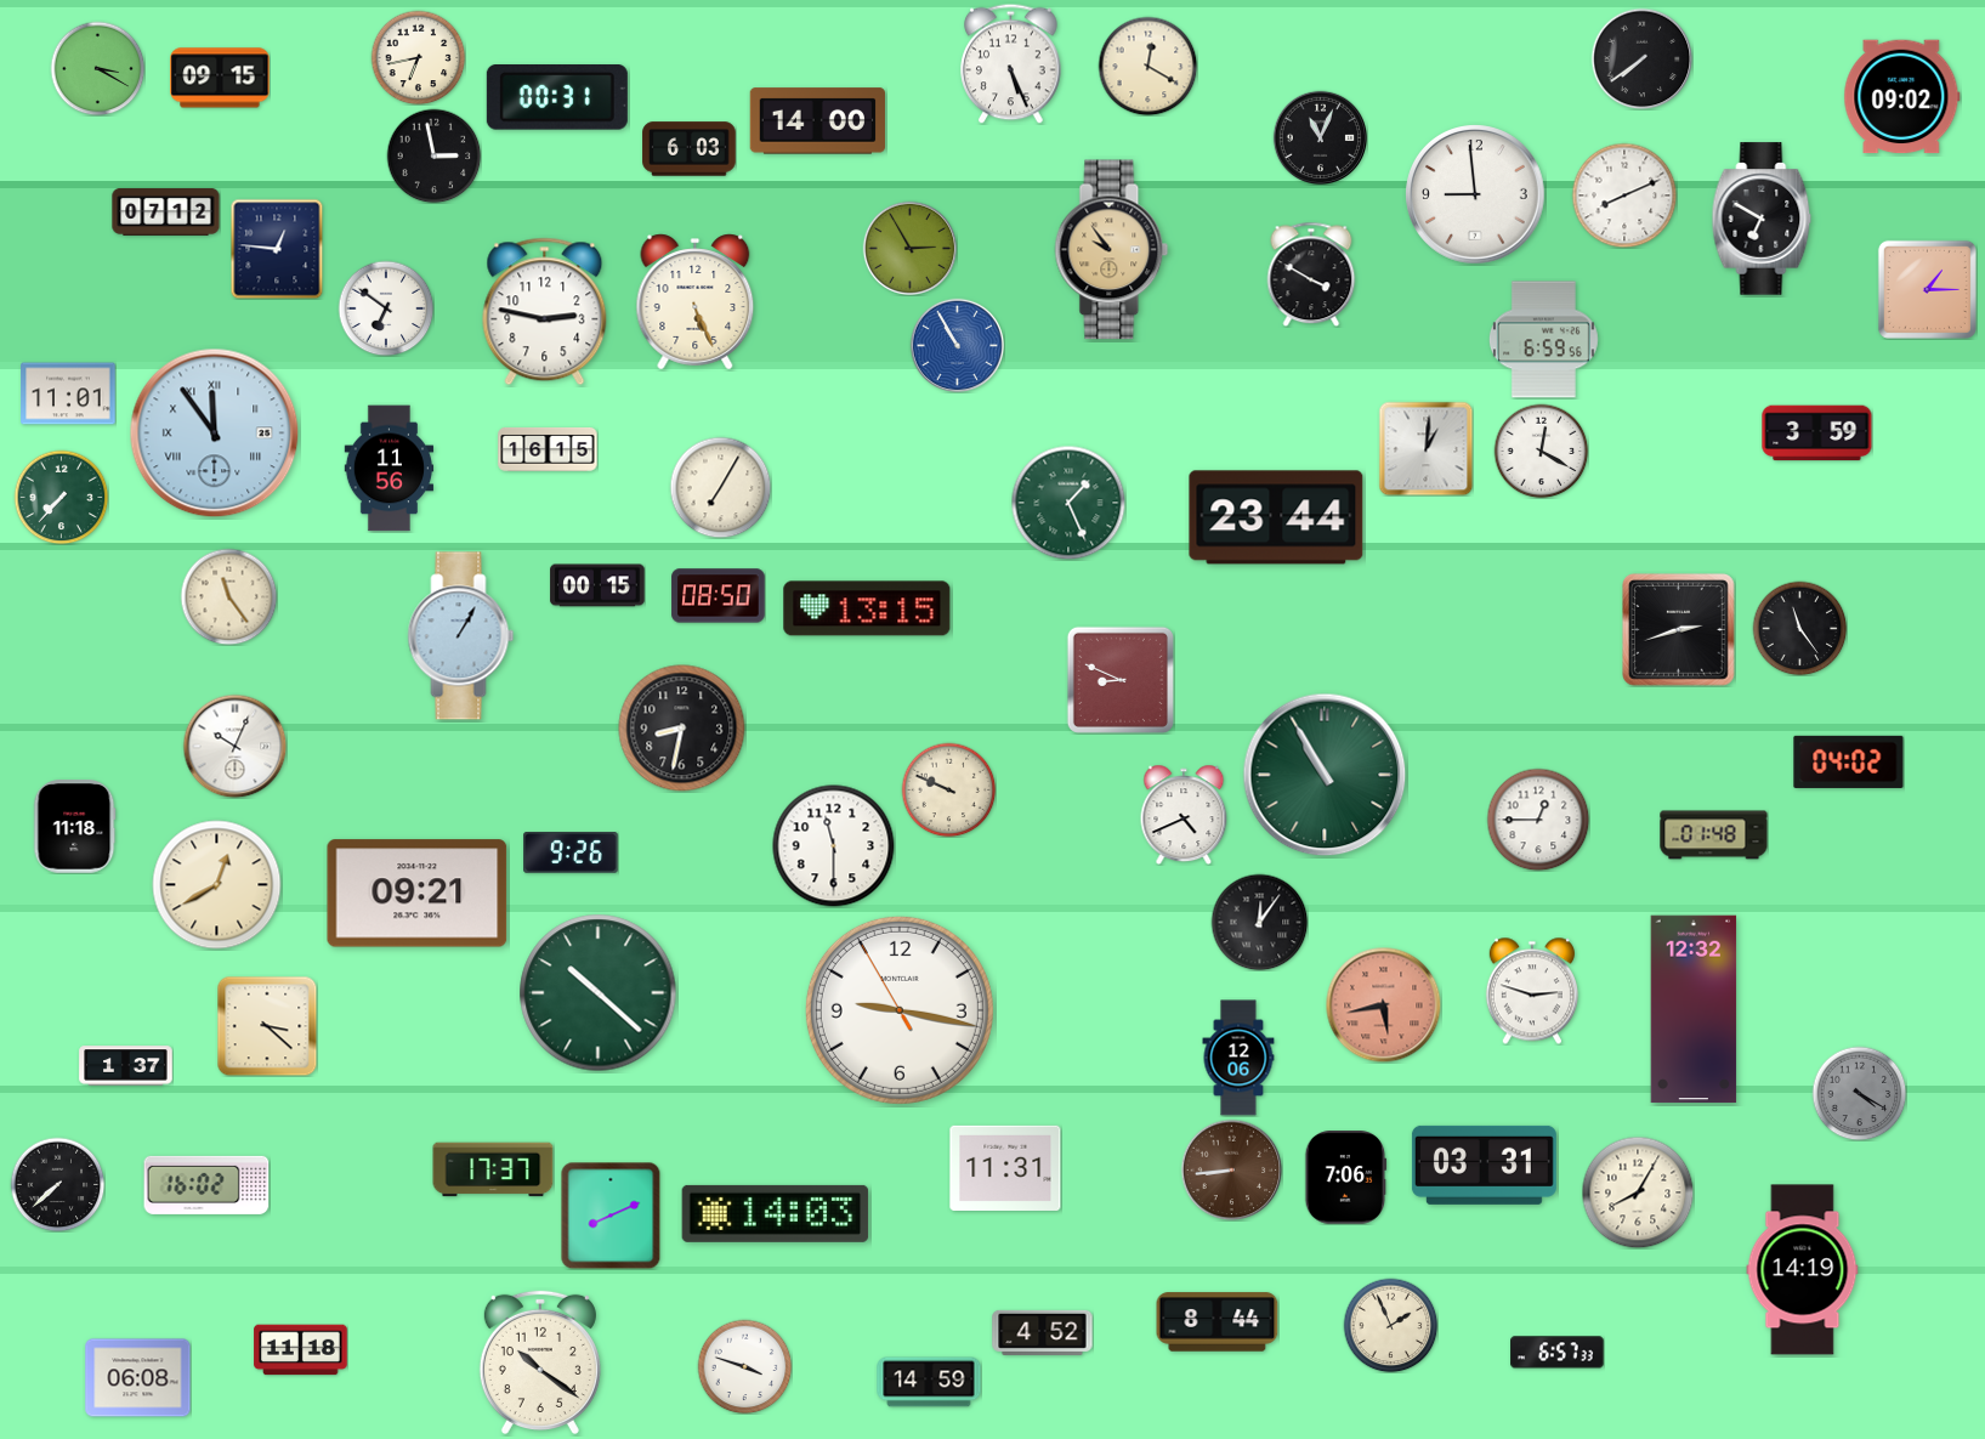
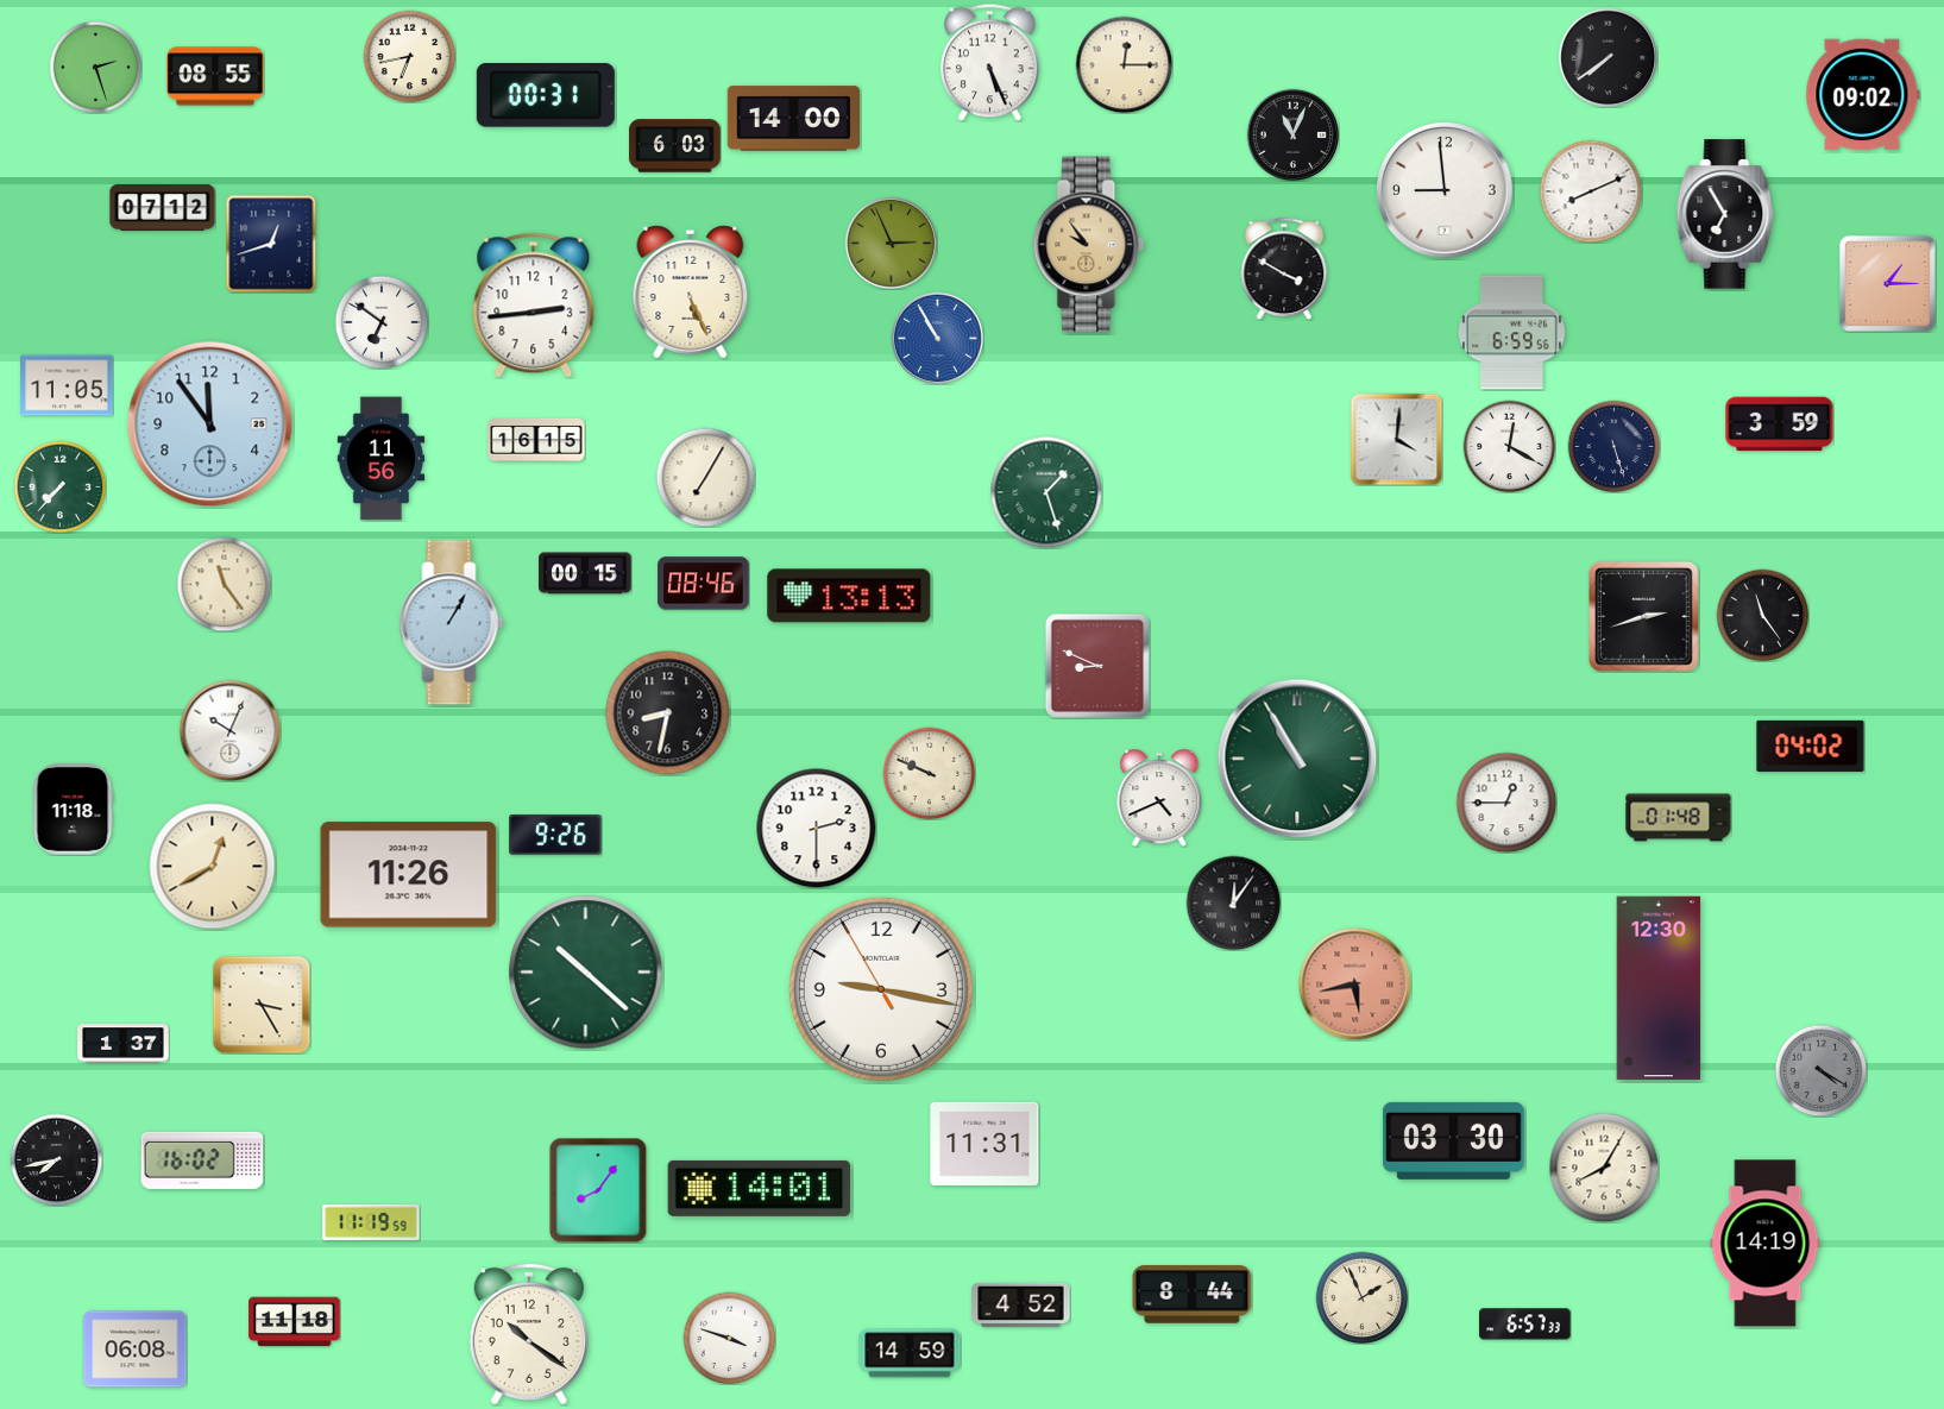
clock at (1147, 66): 12:20 -> 12:15
clock at (97, 68): 3:20 -> 2:27
clock at (220, 78): 09:15 -> 08:55
clock at (817, 121) position: (817, 121) -> (793, 119)
clock at (433, 155): 2:58 -> none
clock at (1762, 219): 6:50 -> 6:55
clock at (909, 248): 2:55 -> 2:56
clock at (277, 249): 12:46 -> 12:42
clock at (696, 302) position: (696, 302) -> (691, 293)
clock at (386, 308) position: (386, 308) -> (382, 322)
clock at (545, 312): 2:47 -> 2:44
clock at (68, 393): 11:01 -> 11:05
clock at (215, 434) numerals: Roman -> Arabic
clock at (1425, 448): 1:01 -> 4:01
clock at (1541, 451) position: (1541, 451) -> (1509, 446)
clock at (1613, 446): none -> 5:27
clock at (1068, 503): 1:26 -> 1:27
clock at (1276, 517): 23:44 -> none
clock at (719, 596): 08:50 -> 08:46
clock at (867, 608): 13:15 -> 13:13
clock at (834, 846): 11:30 -> 2:30
clock at (571, 852) position: (571, 852) -> (555, 835)
clock at (418, 894): 09:21 -> 11:26
clock at (1532, 991): 2:48 -> none
clock at (1694, 1009): 12:32 -> 12:30
clock at (267, 1026): 3:22 -> 3:25
clock at (1238, 1058): 12:06 -> none
clock at (1484, 1165): 03:31 -> 03:30
clock at (493, 1169): 17:37 -> none
clock at (1231, 1169): 8:44 -> none
clock at (1346, 1178): 7:06 -> none
clock at (57, 1184): 7:38 -> 7:43
clock at (776, 1213): 14:03 -> 14:01
clock at (611, 1216): 8:11 -> 8:06
clock at (371, 1222): none -> 11:19
